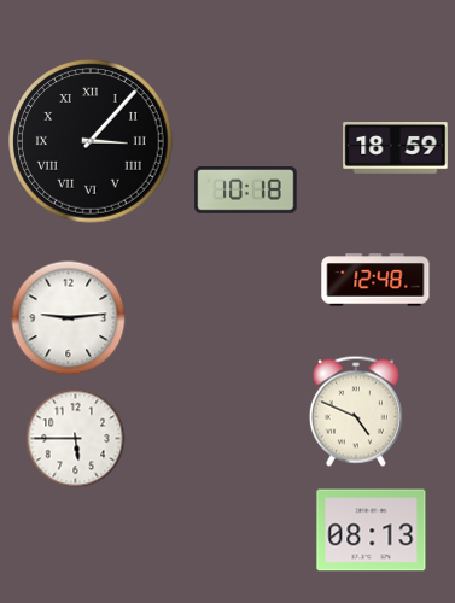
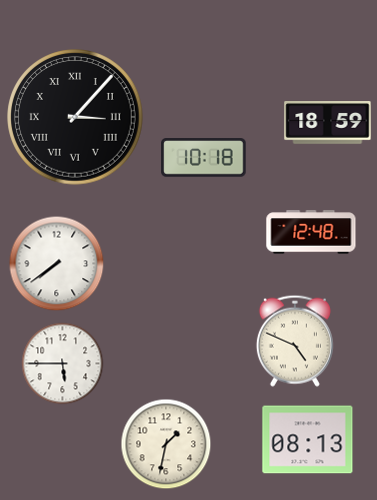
clock at (69, 318): 9:14 -> 7:39
clock at (166, 444): none -> 1:32
